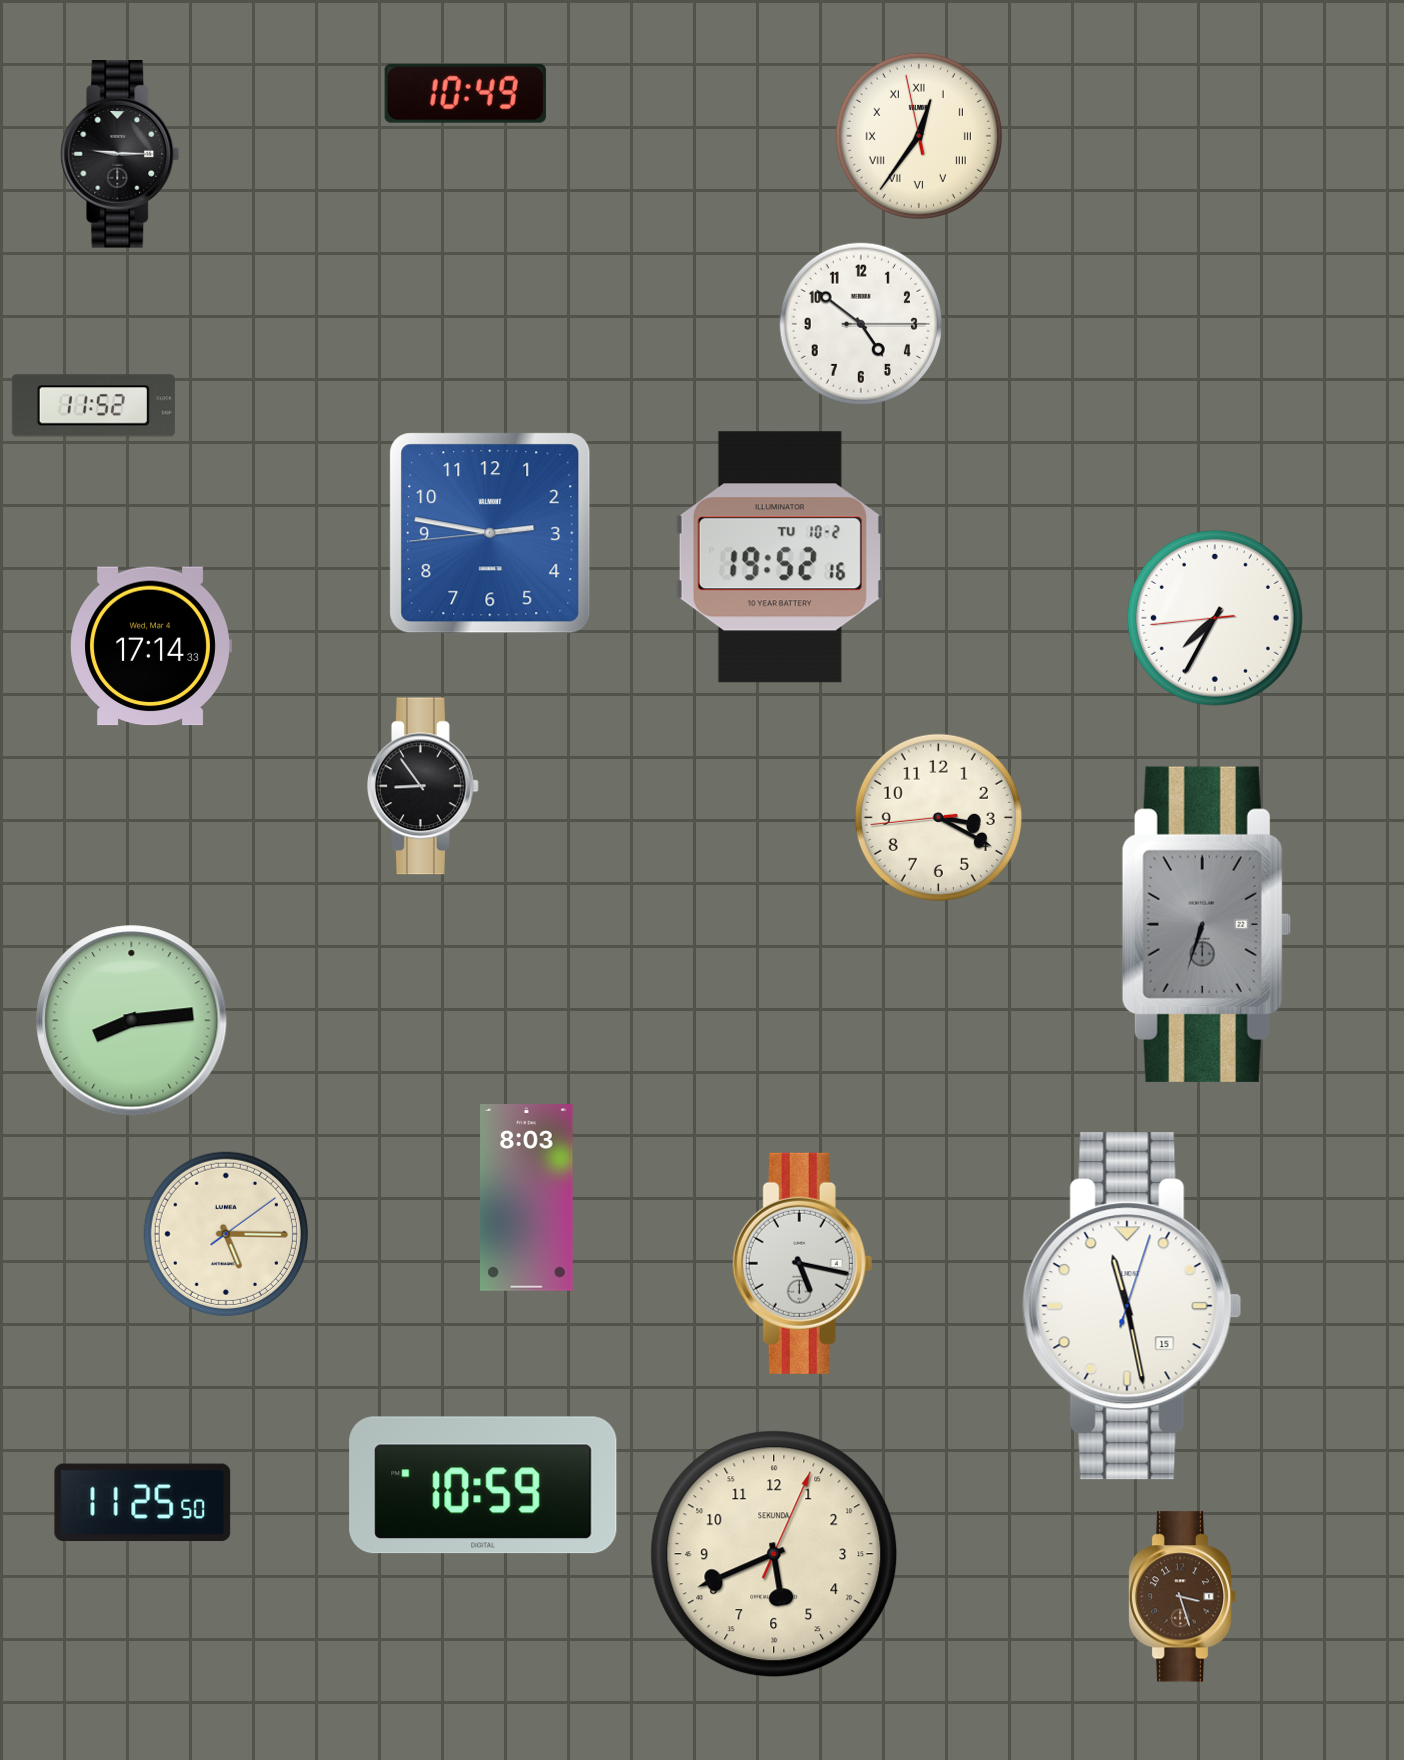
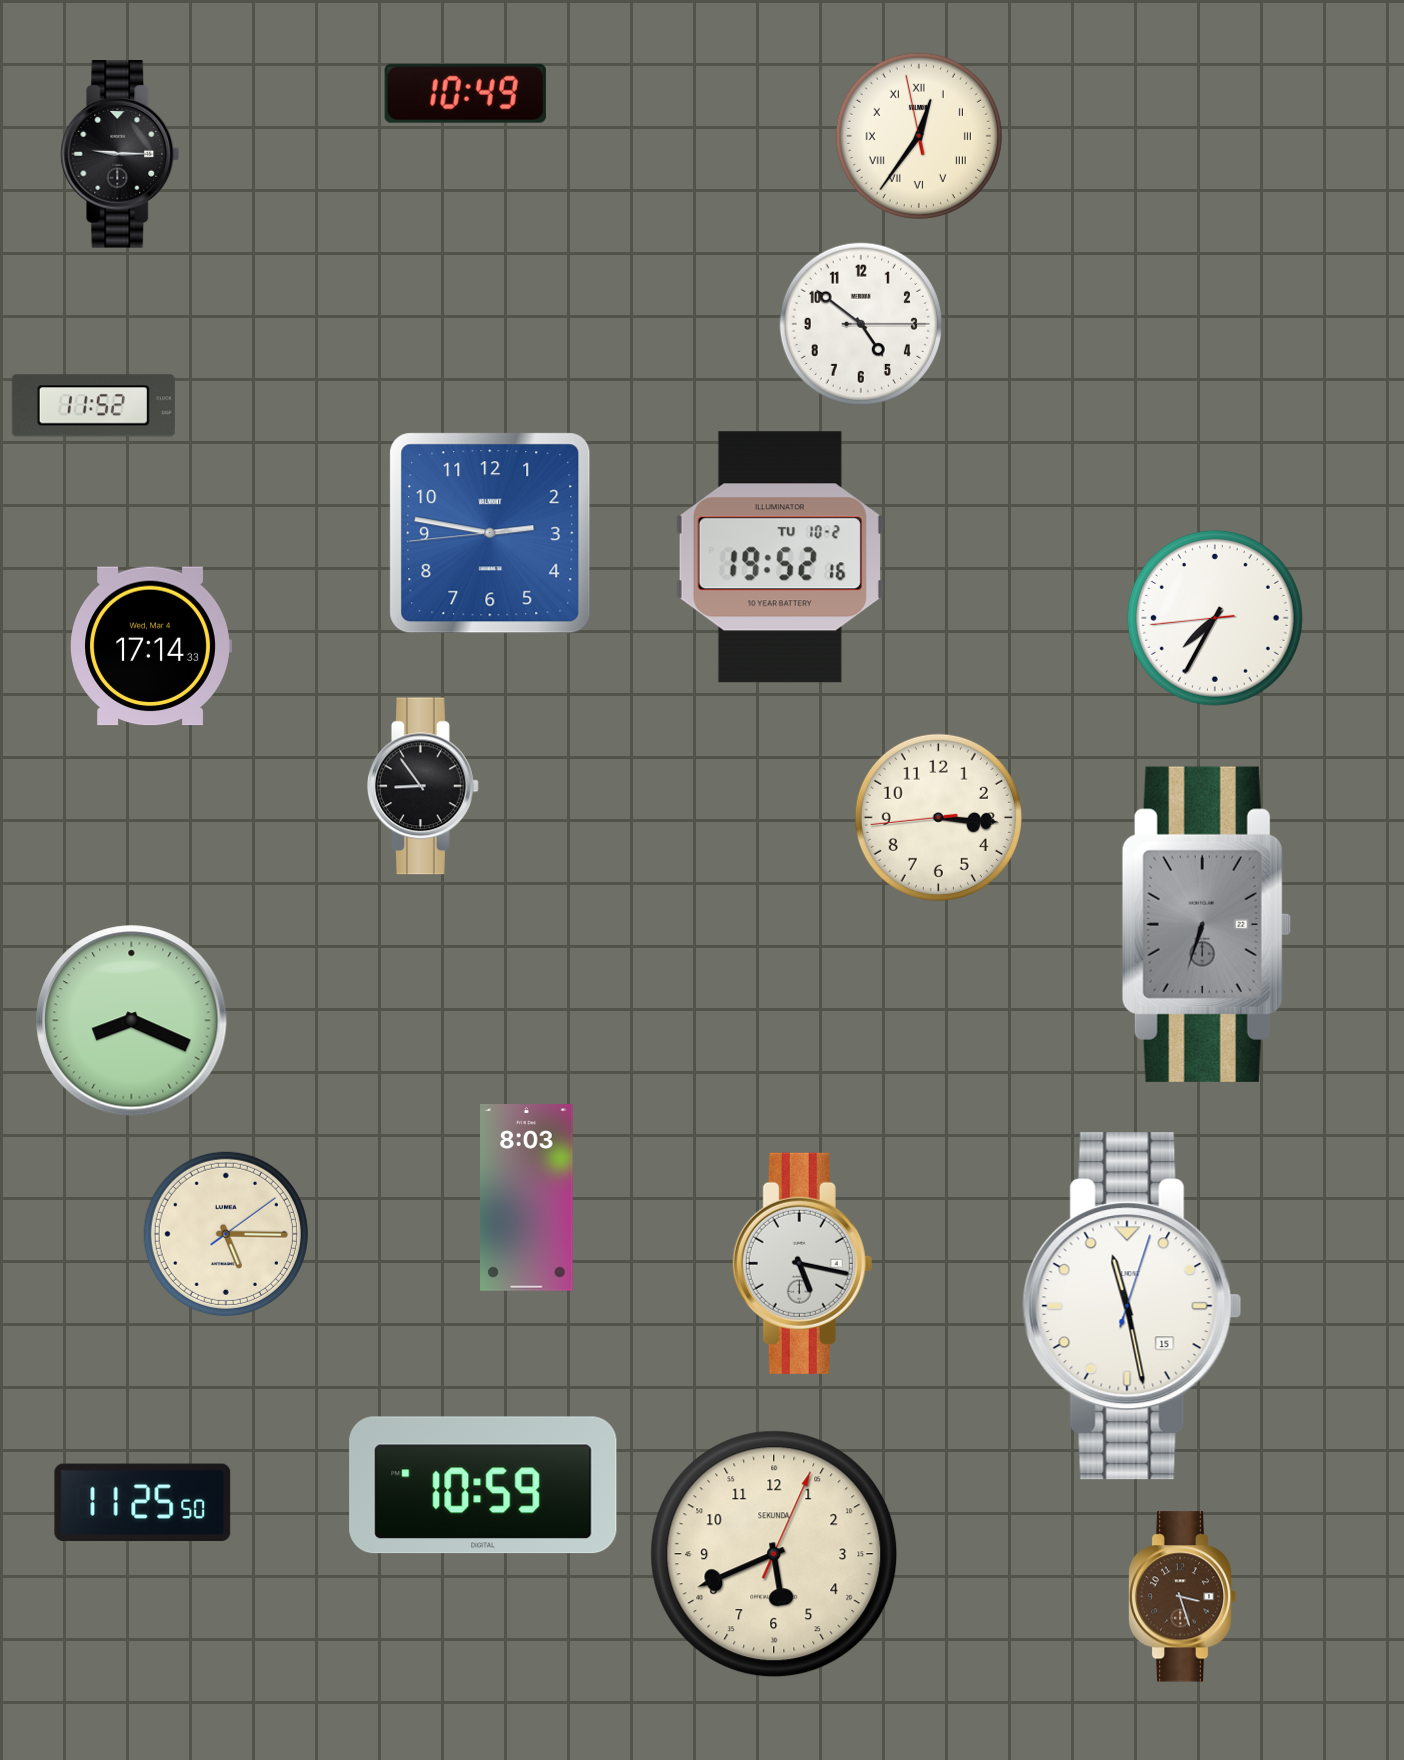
clock at (938, 817): 3:19 -> 3:15
clock at (132, 1021): 8:14 -> 8:19
